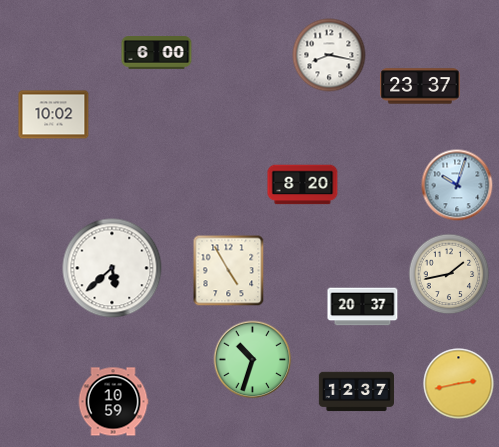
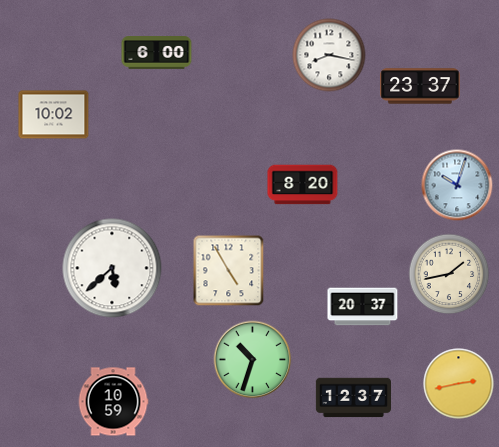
clock at (356, 392) position: (356, 392) -> (353, 398)
